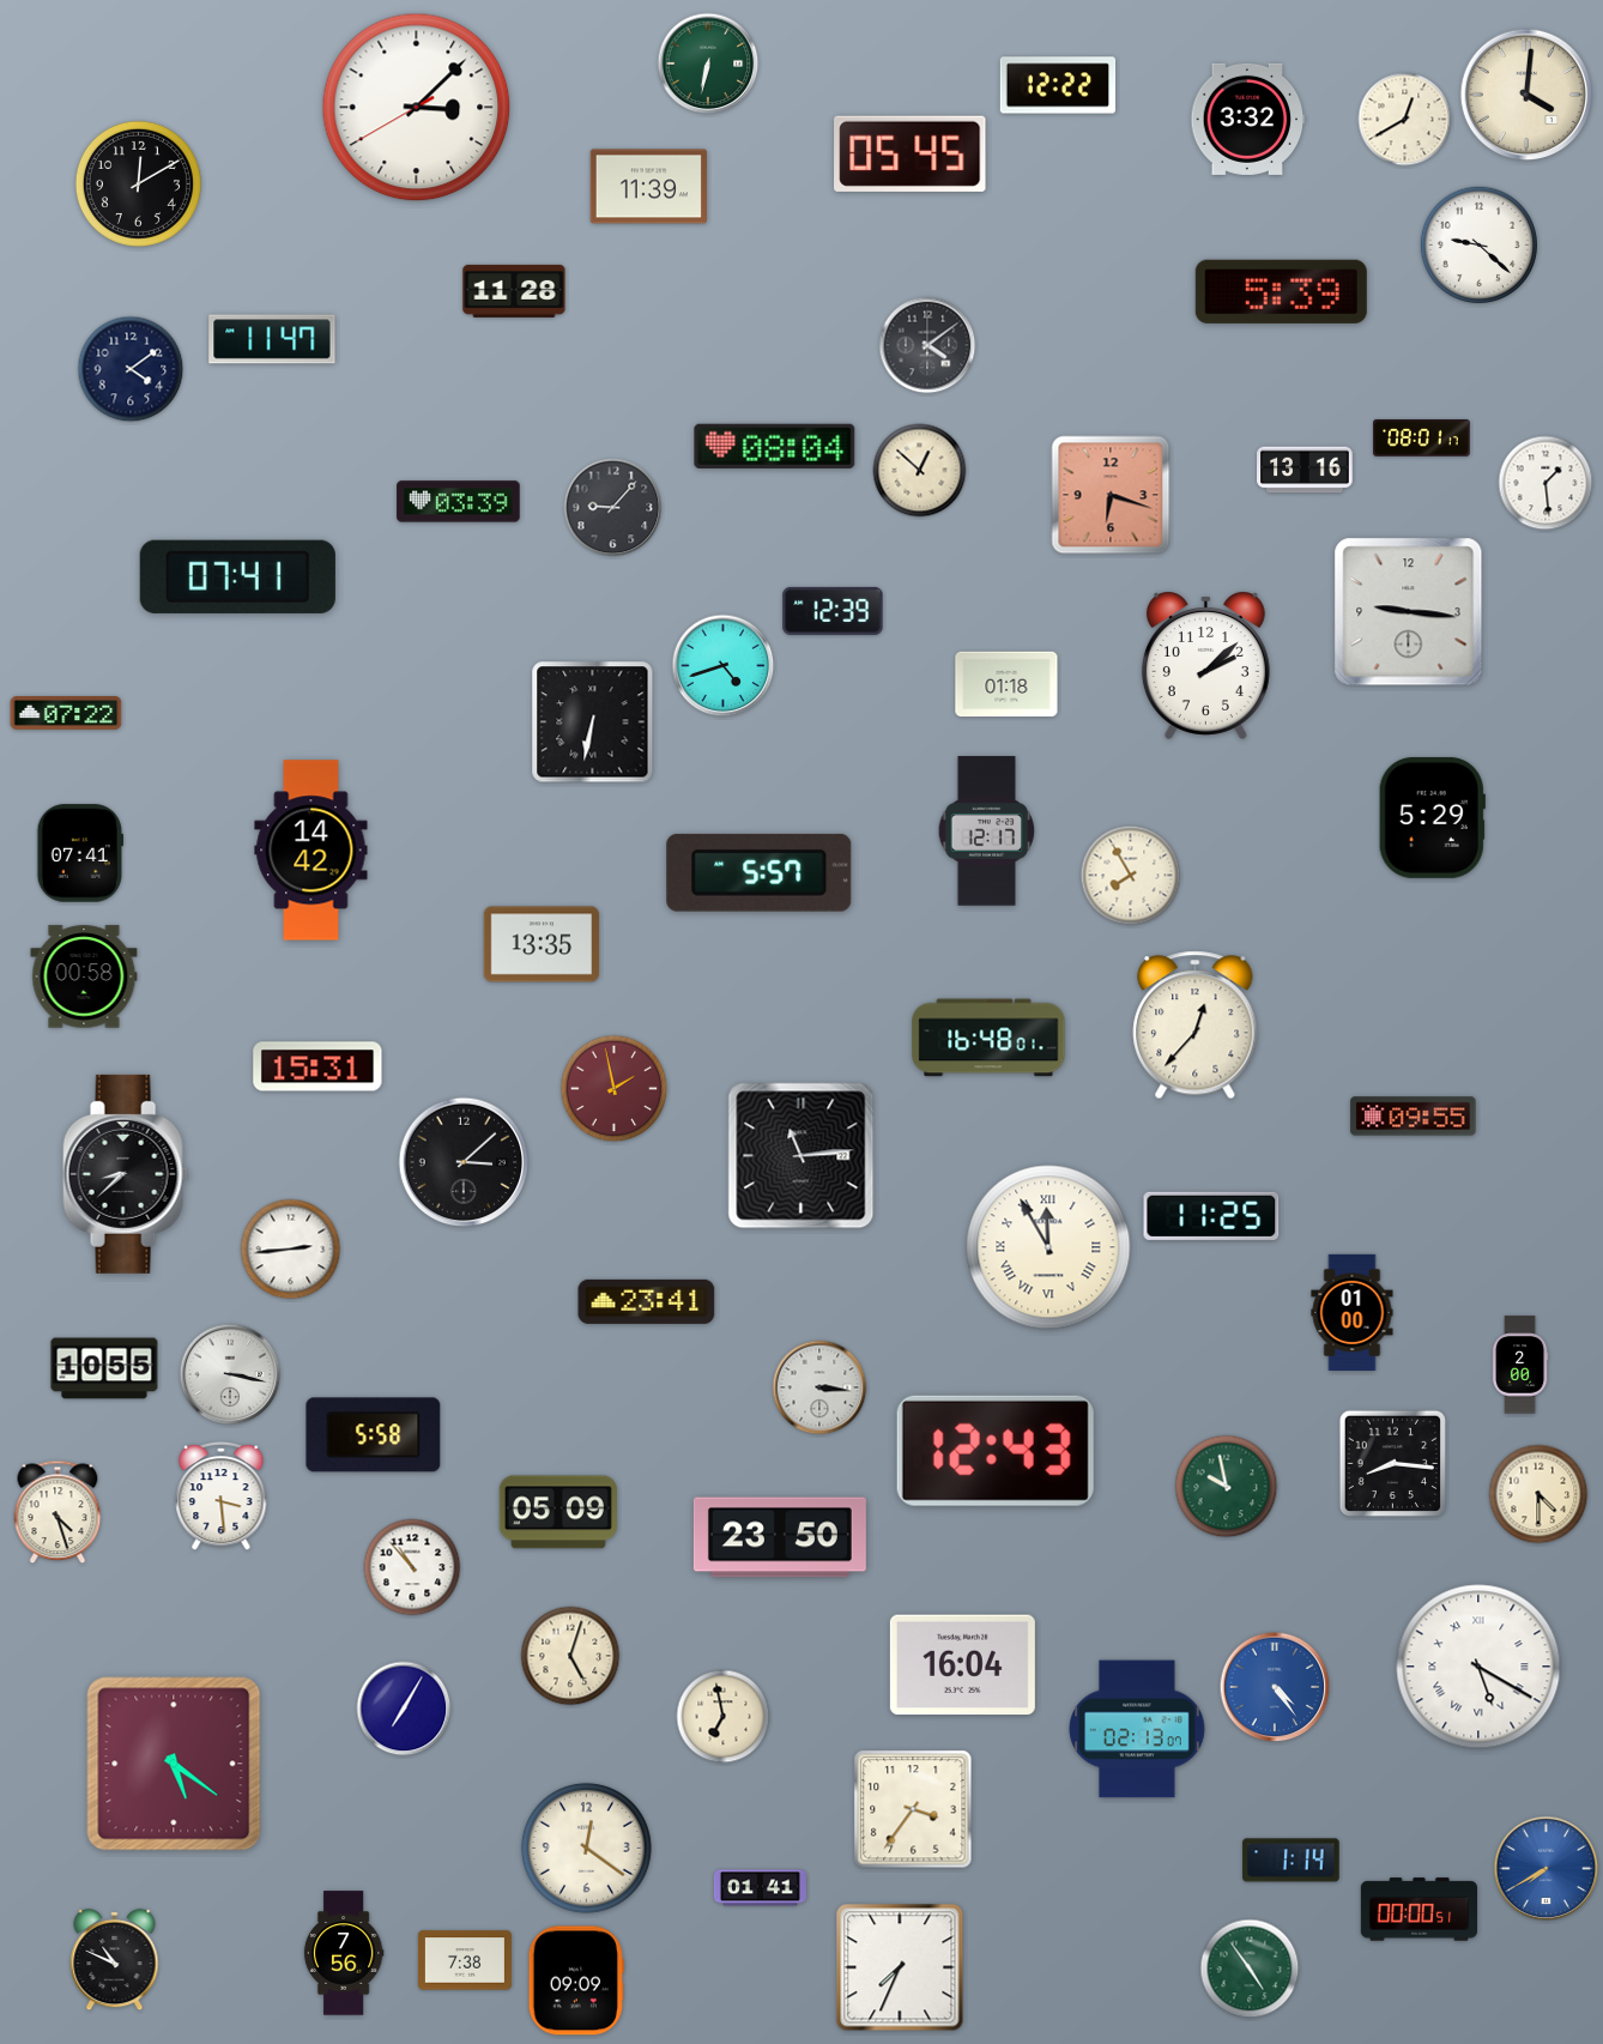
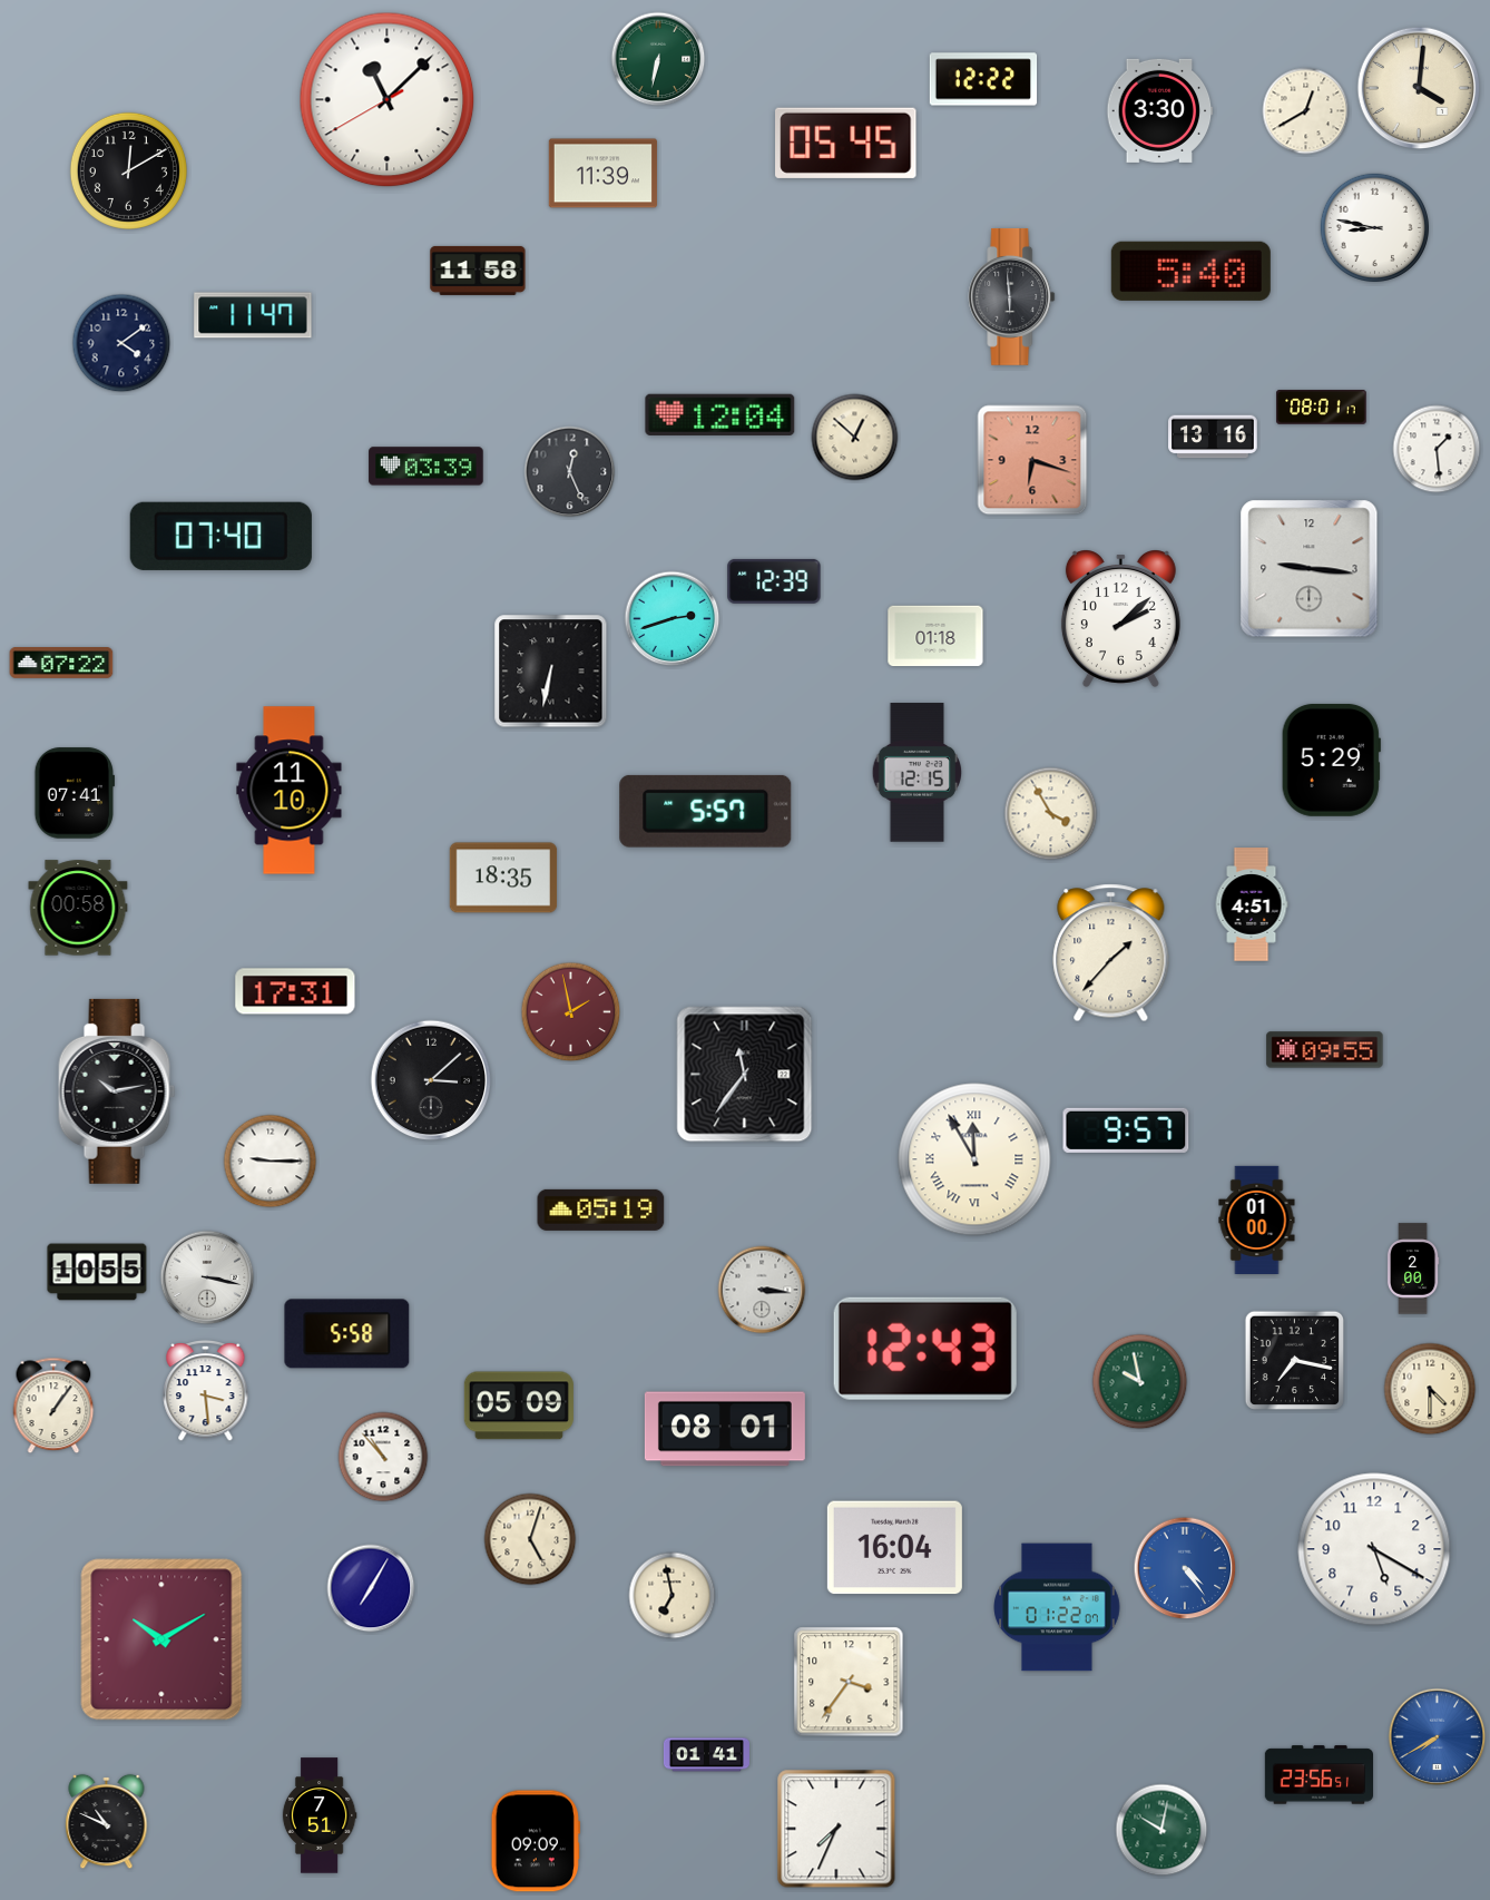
clock at (417, 108): 3:07 -> 11:07
clock at (1248, 119): 3:32 -> 3:30
clock at (1478, 244): 9:22 -> 8:47
clock at (514, 291): 11:28 -> 11:58
clock at (1281, 291): 5:39 -> 5:40
clock at (1012, 296): none -> 5:59
clock at (927, 345): 4:09 -> none
clock at (775, 446): 08:04 -> 12:04
clock at (613, 508): 9:07 -> 12:26
clock at (237, 576): 07:41 -> 07:40
clock at (833, 611) position: (833, 611) -> (774, 581)
clock at (724, 666): 4:42 -> 2:42
clock at (987, 831): 12:17 -> 12:15
clock at (311, 851): 14:42 -> 11:10
clock at (1131, 876): 7:55 -> 3:55
clock at (542, 944): 13:35 -> 18:35
clock at (1252, 904): none -> 4:51
clock at (1196, 1026): 12:37 -> 1:37
clock at (988, 1038): 16:48 -> none
clock at (317, 1066): 15:31 -> 17:31
clock at (1414, 1117) position: (1414, 1117) -> (1325, 1050)
clock at (801, 1156): 11:14 -> 11:36
clock at (126, 1174): 8:38 -> 10:13
clock at (1211, 1216): 11:25 -> 9:57
clock at (291, 1250): 2:44 -> 9:15
clock at (647, 1301): 23:41 -> 05:19
clock at (230, 1374) position: (230, 1374) -> (207, 1277)
clock at (1392, 1463): 8:16 -> 7:17
clock at (58, 1512): 4:27 -> 1:06
clock at (780, 1537): 23:50 -> 08:01
clock at (1478, 1667) numerals: Roman -> Arabic
clock at (404, 1709) position: (404, 1709) -> (371, 1588)
clock at (1137, 1729): 02:13 -> 01:22
clock at (174, 1764): 5:21 -> 10:10
clock at (586, 1848): 12:21 -> none
clock at (1292, 1861): 1:14 -> none
clock at (1418, 1910): 00:00 -> 23:56
clock at (344, 1953): 7:56 -> 7:51
clock at (465, 1960): 7:38 -> none
clock at (1250, 1969): 4:54 -> 10:02
